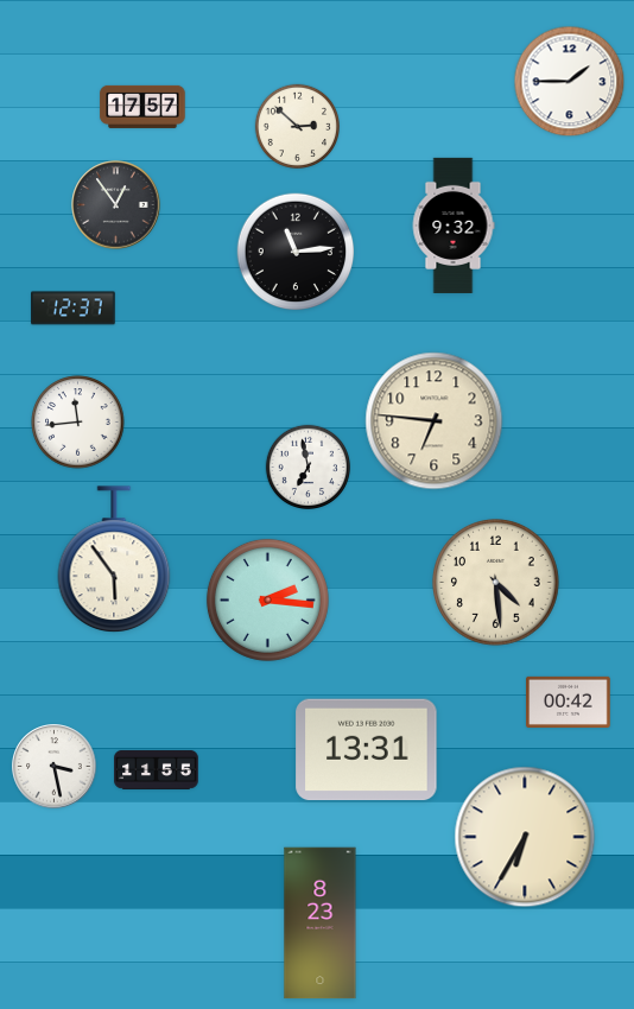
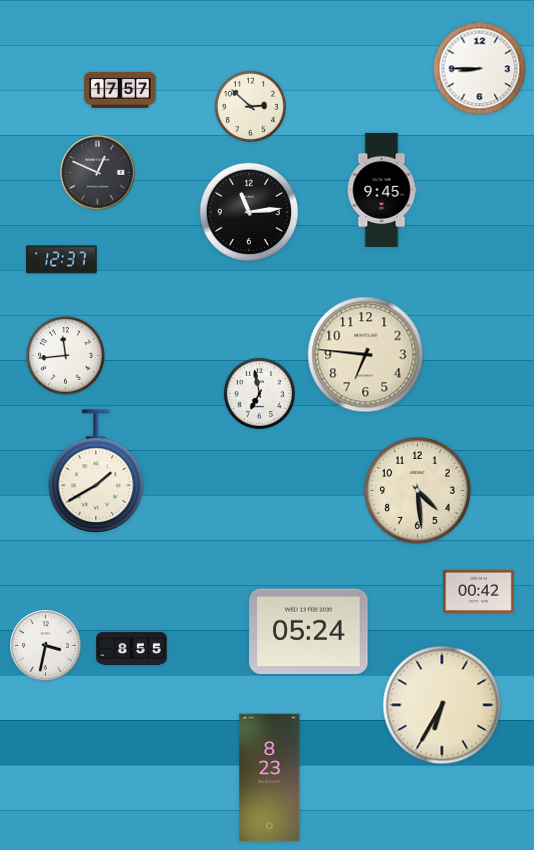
clock at (570, 82): 1:45 -> 8:45
clock at (116, 205): 12:54 -> 12:49
clock at (454, 226): 9:32 -> 9:45
clock at (114, 559): 5:54 -> 1:40
clock at (267, 599): 2:16 -> none
clock at (367, 750): 13:31 -> 05:24
clock at (55, 767): 3:28 -> 3:32
clock at (157, 769): 11:55 -> 8:55
